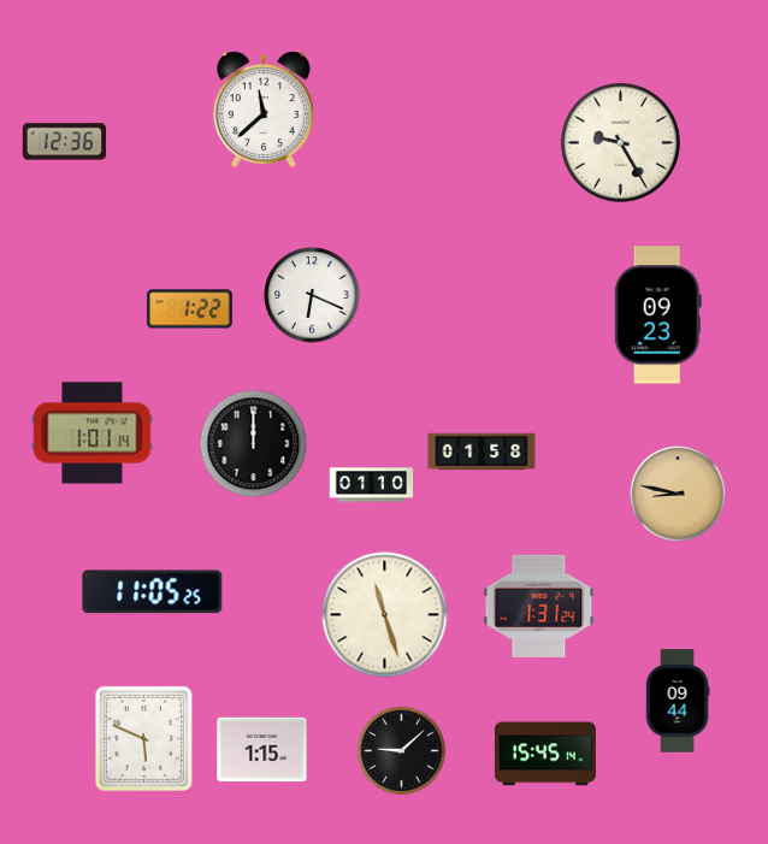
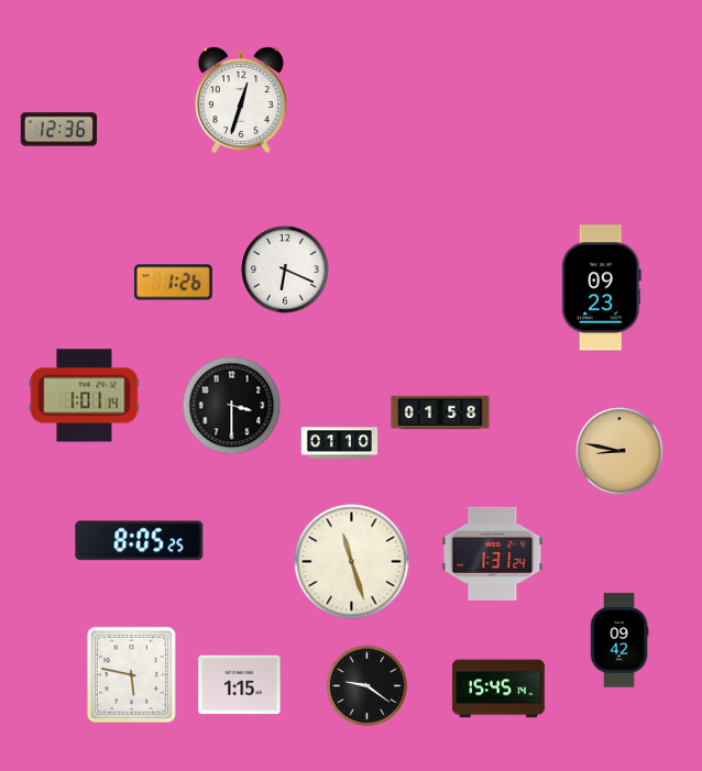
clock at (264, 110): 11:38 -> 12:33
clock at (621, 143): 9:25 -> none
clock at (189, 309): 1:22 -> 1:26
clock at (254, 444): 12:00 -> 3:30
clock at (153, 592): 11:05 -> 8:05
clock at (678, 701): 09:44 -> 09:42
clock at (143, 738): 5:49 -> 5:47
clock at (401, 750): 9:08 -> 9:21
